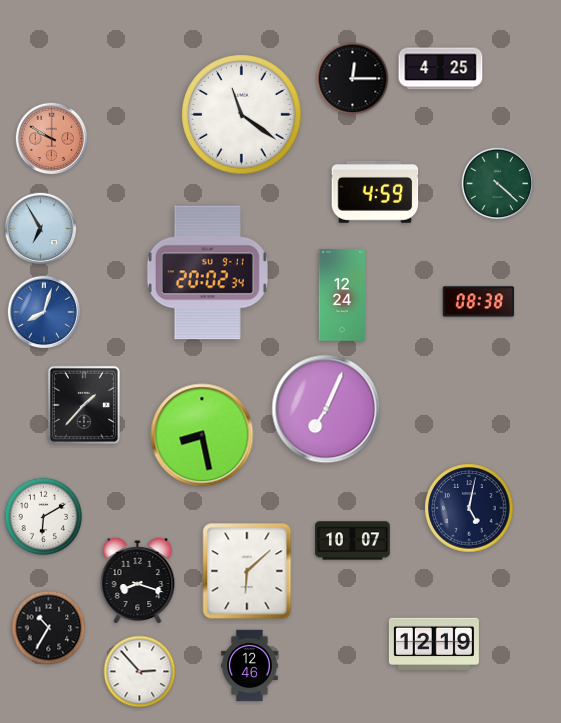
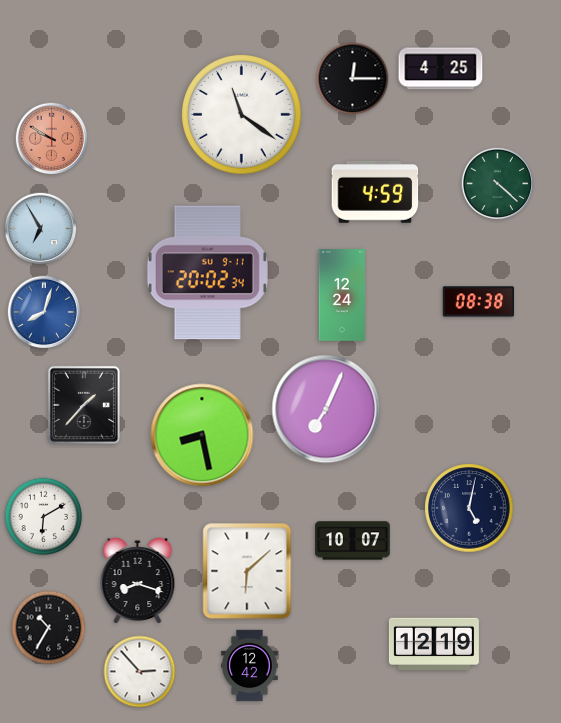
clock at (250, 666): 12:46 -> 12:42
